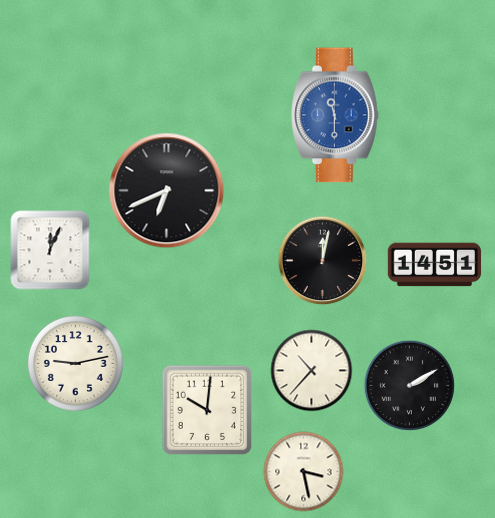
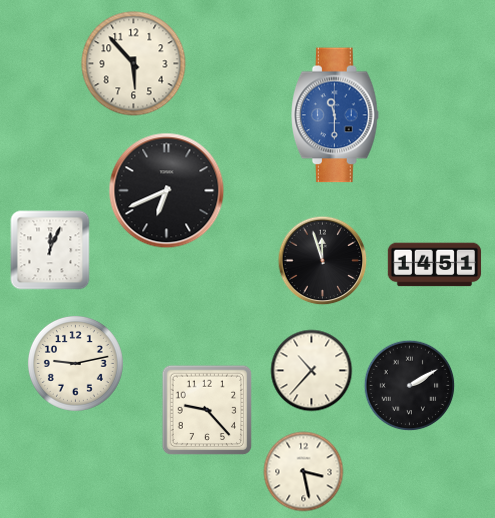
clock at (134, 64): none -> 5:53
clock at (323, 261): 12:02 -> 11:57
clock at (207, 410): 10:01 -> 9:23
